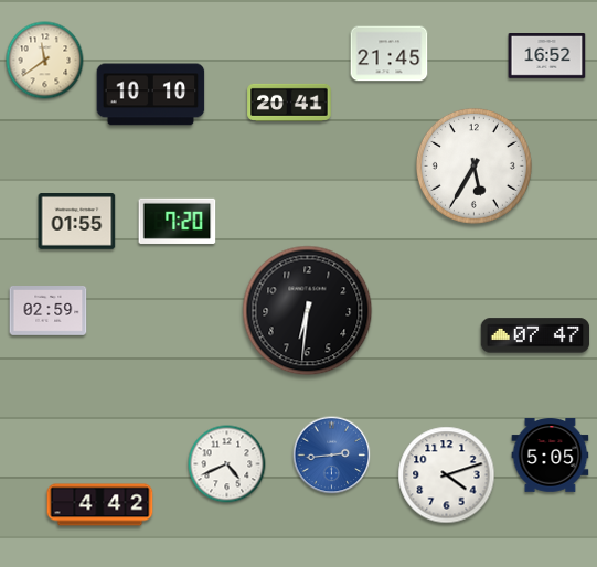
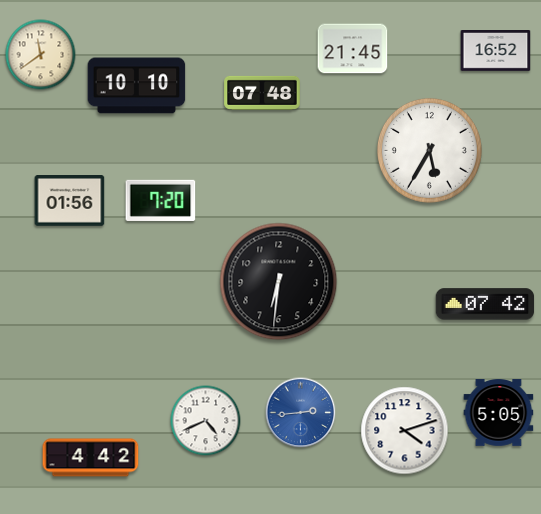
clock at (289, 103): 20:41 -> 07:48
clock at (77, 222): 01:55 -> 01:56
clock at (49, 311): 02:59 -> none
clock at (535, 335): 07:47 -> 07:42
